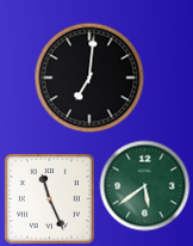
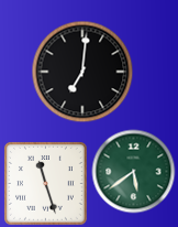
clock at (50, 199): 11:26 -> 11:27
